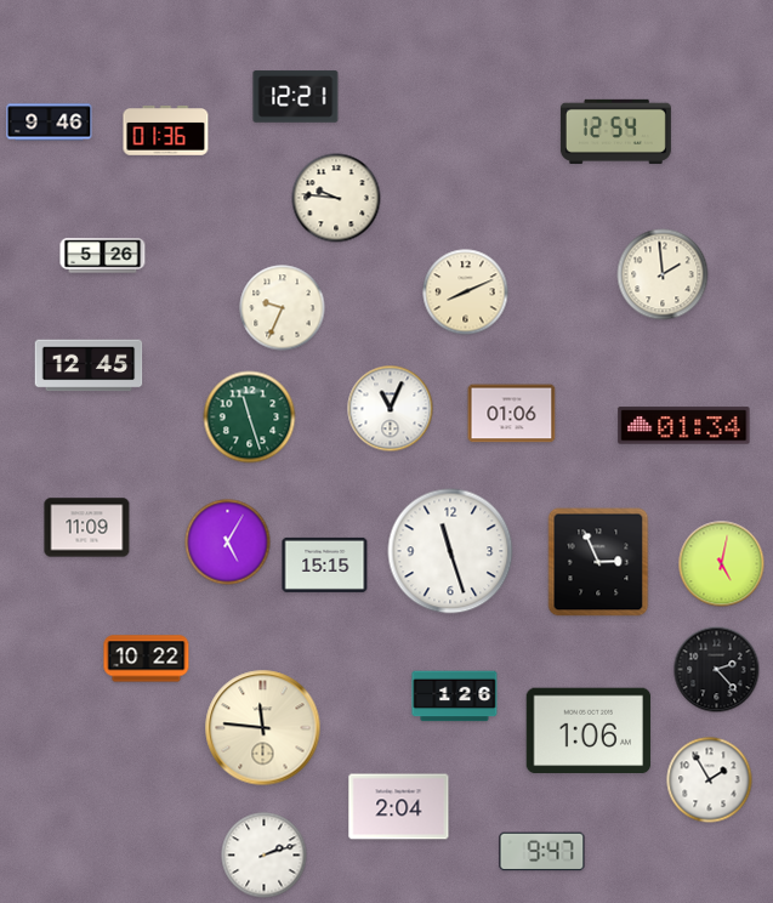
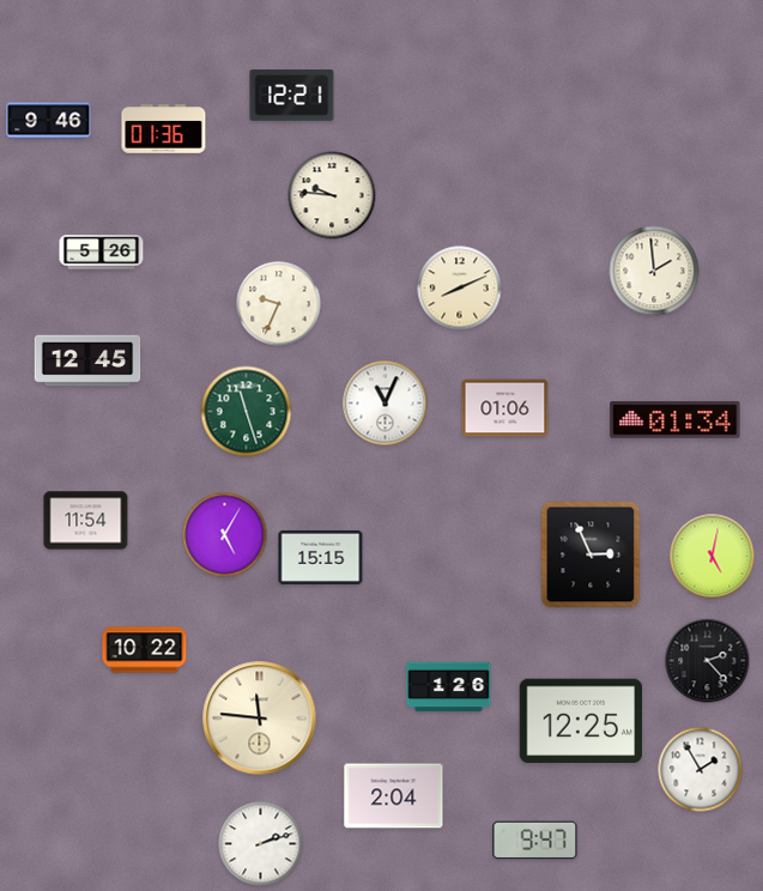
clock at (615, 131): 12:54 -> none
clock at (87, 528): 11:09 -> 11:54
clock at (450, 551): 11:27 -> none
clock at (589, 731): 1:06 -> 12:25
